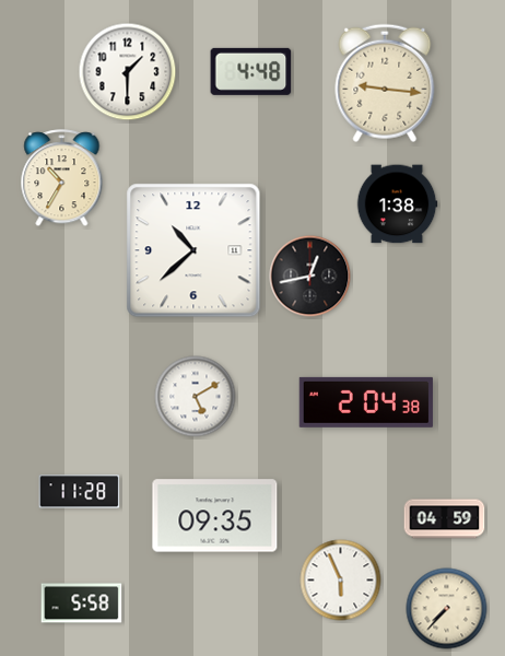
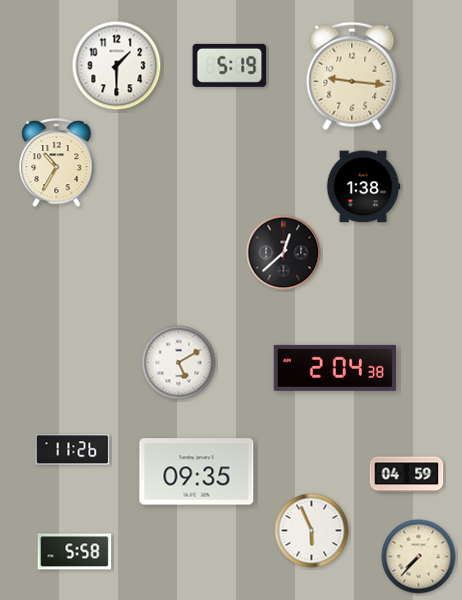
clock at (251, 71): 4:48 -> 5:19
clock at (193, 250): 10:38 -> none
clock at (310, 277): 12:43 -> 12:38
clock at (80, 492): 11:28 -> 11:26
clock at (447, 609) position: (447, 609) -> (419, 557)
